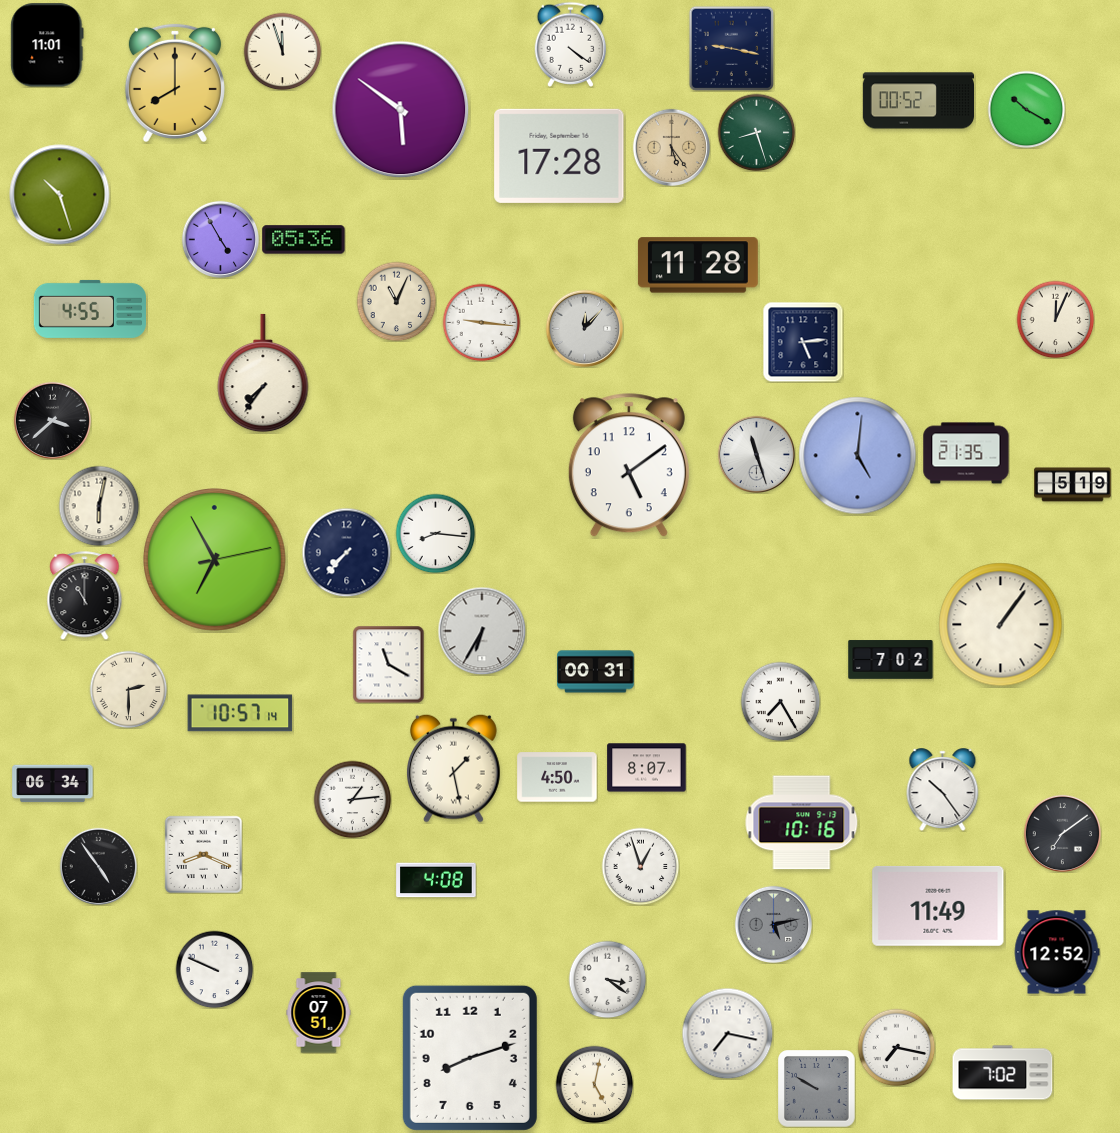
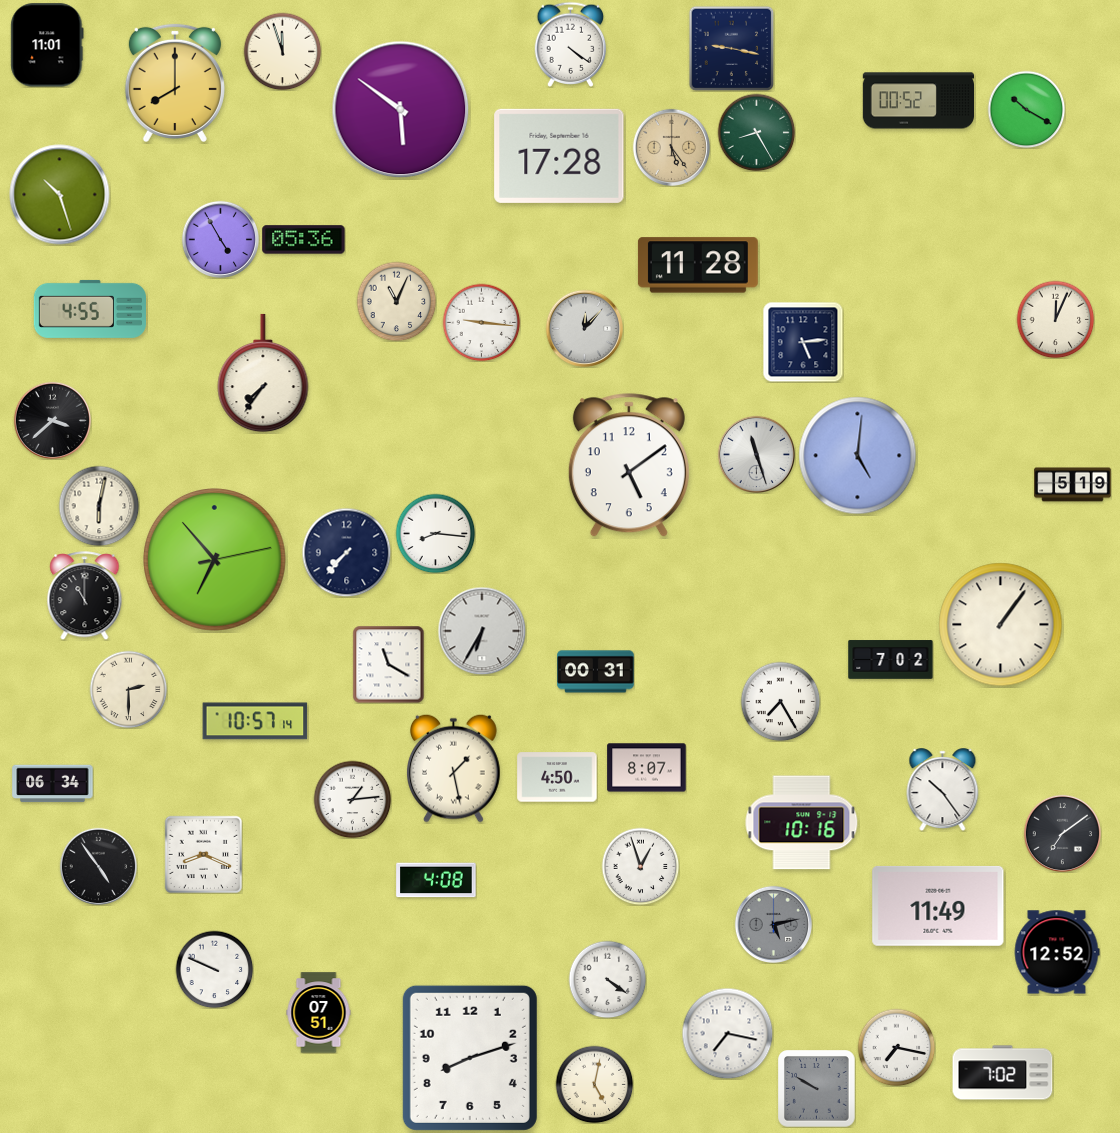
clock at (756, 132): 8:27 -> 8:25
clock at (966, 453): 21:35 -> none
clock at (215, 560): 6:55 -> 6:53
clock at (240, 713) position: (240, 713) -> (255, 721)
clock at (607, 979): 3:21 -> 4:21
